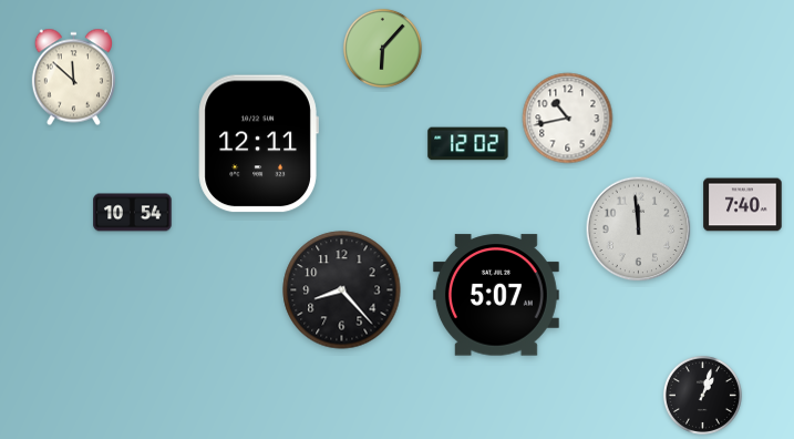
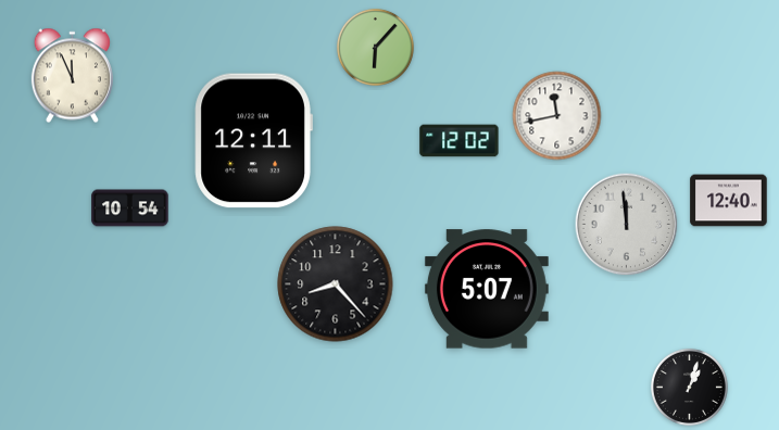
clock at (73, 78): 11:52 -> 11:56
clock at (568, 119): 10:43 -> 11:43
clock at (743, 205): 7:40 -> 12:40
